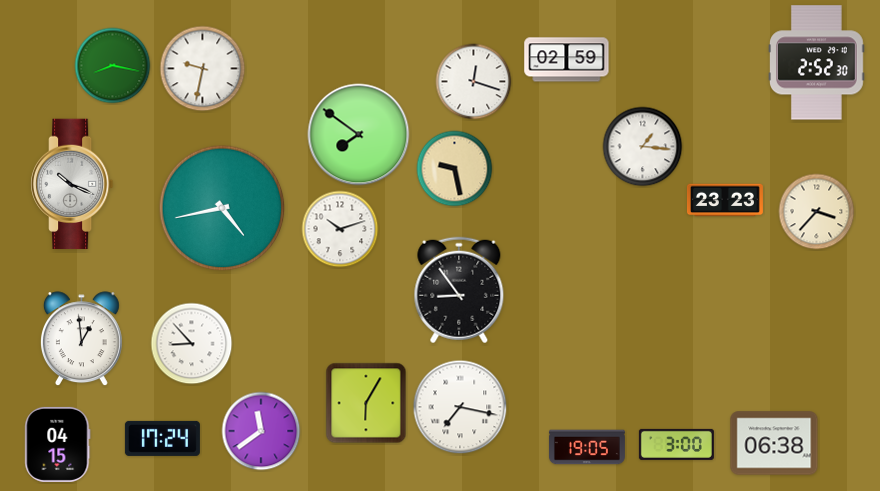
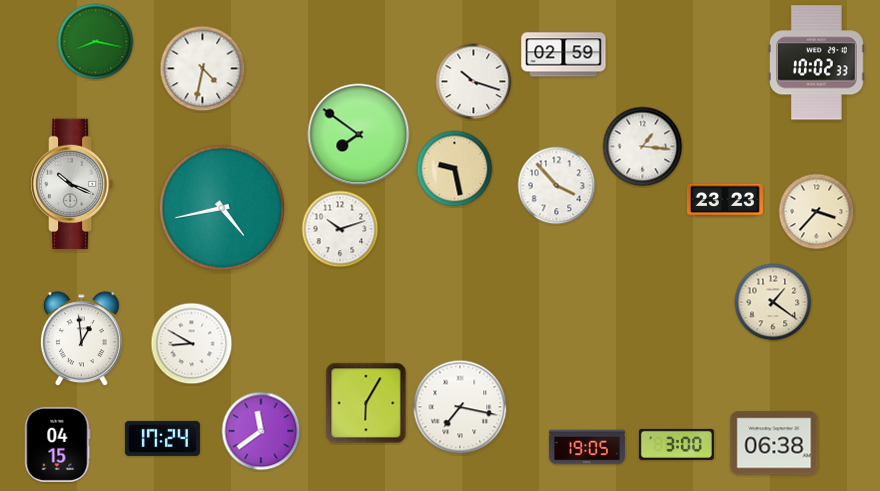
clock at (567, 60) position: (567, 60) -> (564, 55)
clock at (817, 63): 2:52 -> 10:02
clock at (113, 66) position: (113, 66) -> (96, 42)
clock at (203, 69): 9:32 -> 4:32
clock at (474, 82): 12:18 -> 10:18
clock at (557, 186): none -> 3:53
clock at (459, 290): 8:54 -> none
clock at (773, 302): none -> 1:21
clock at (192, 344): 8:53 -> 8:50
